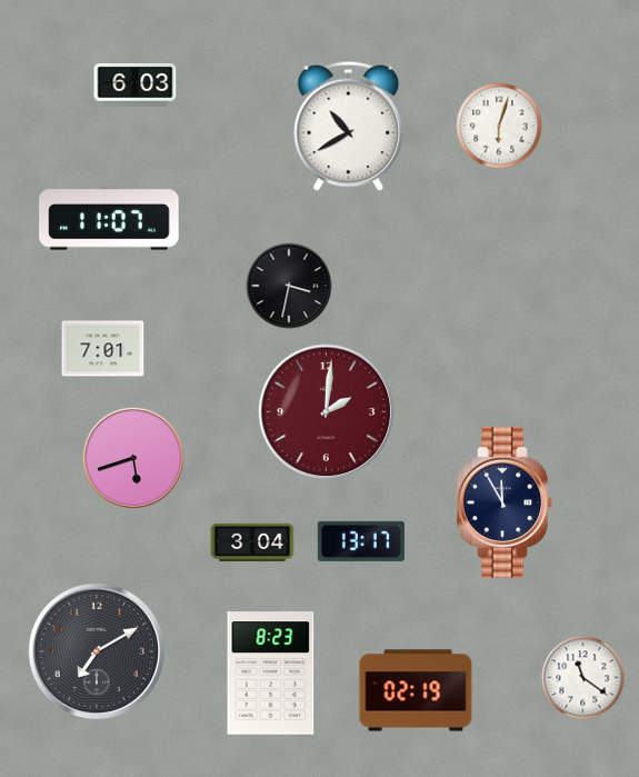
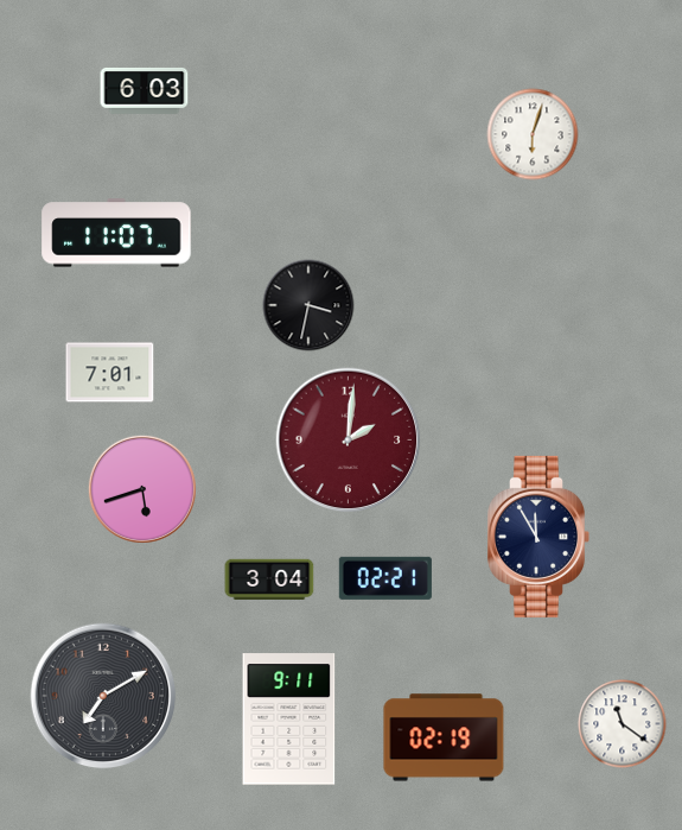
clock at (349, 126): 10:40 -> none
clock at (361, 541): 13:17 -> 02:21
clock at (271, 674): 8:23 -> 9:11
